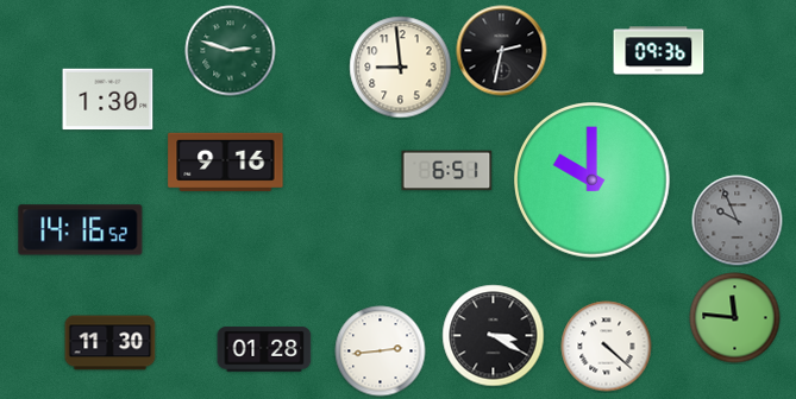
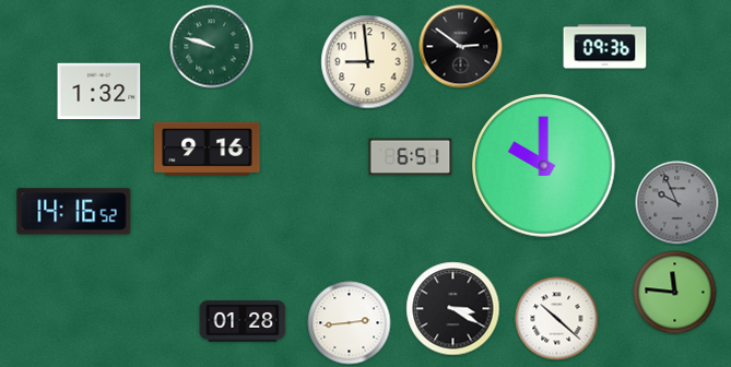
clock at (231, 51): 2:48 -> 9:48
clock at (502, 51): 2:32 -> 2:51
clock at (108, 100): 1:30 -> 1:32
clock at (111, 343): 11:30 -> none
clock at (607, 347): 4:22 -> 10:22
